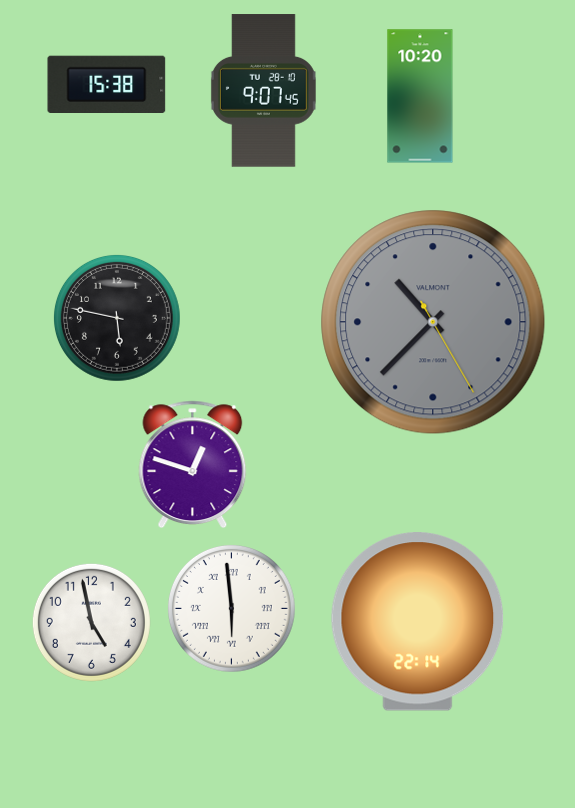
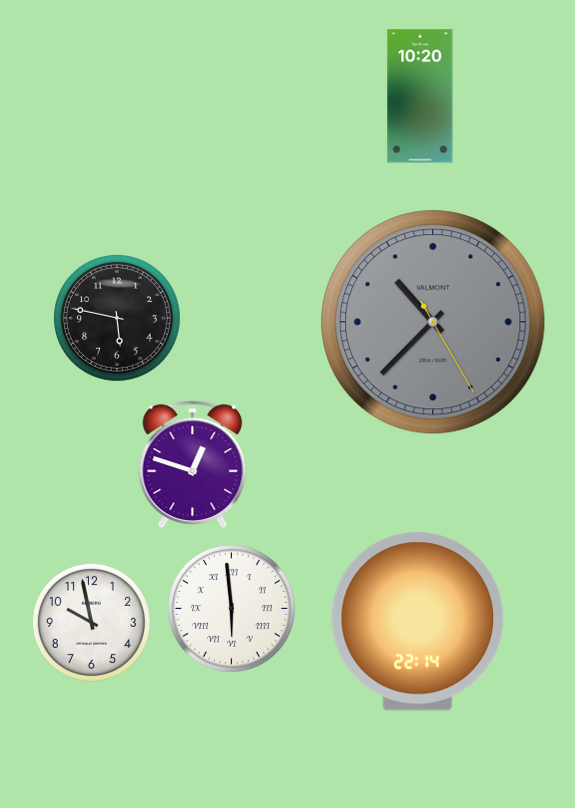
clock at (107, 84): 15:38 -> none
clock at (263, 91): 9:07 -> none
clock at (91, 622): 4:58 -> 9:58
